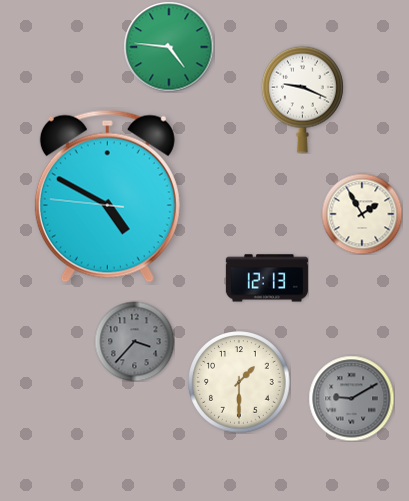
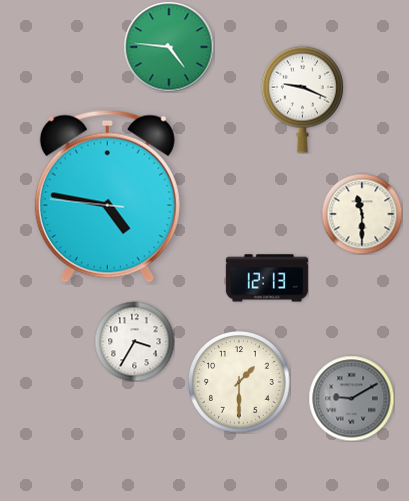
clock at (107, 196): 4:49 -> 4:46
clock at (362, 214): 1:55 -> 11:30
clock at (134, 341): 3:37 -> 3:35
clock at (134, 341) dial: grey -> white
